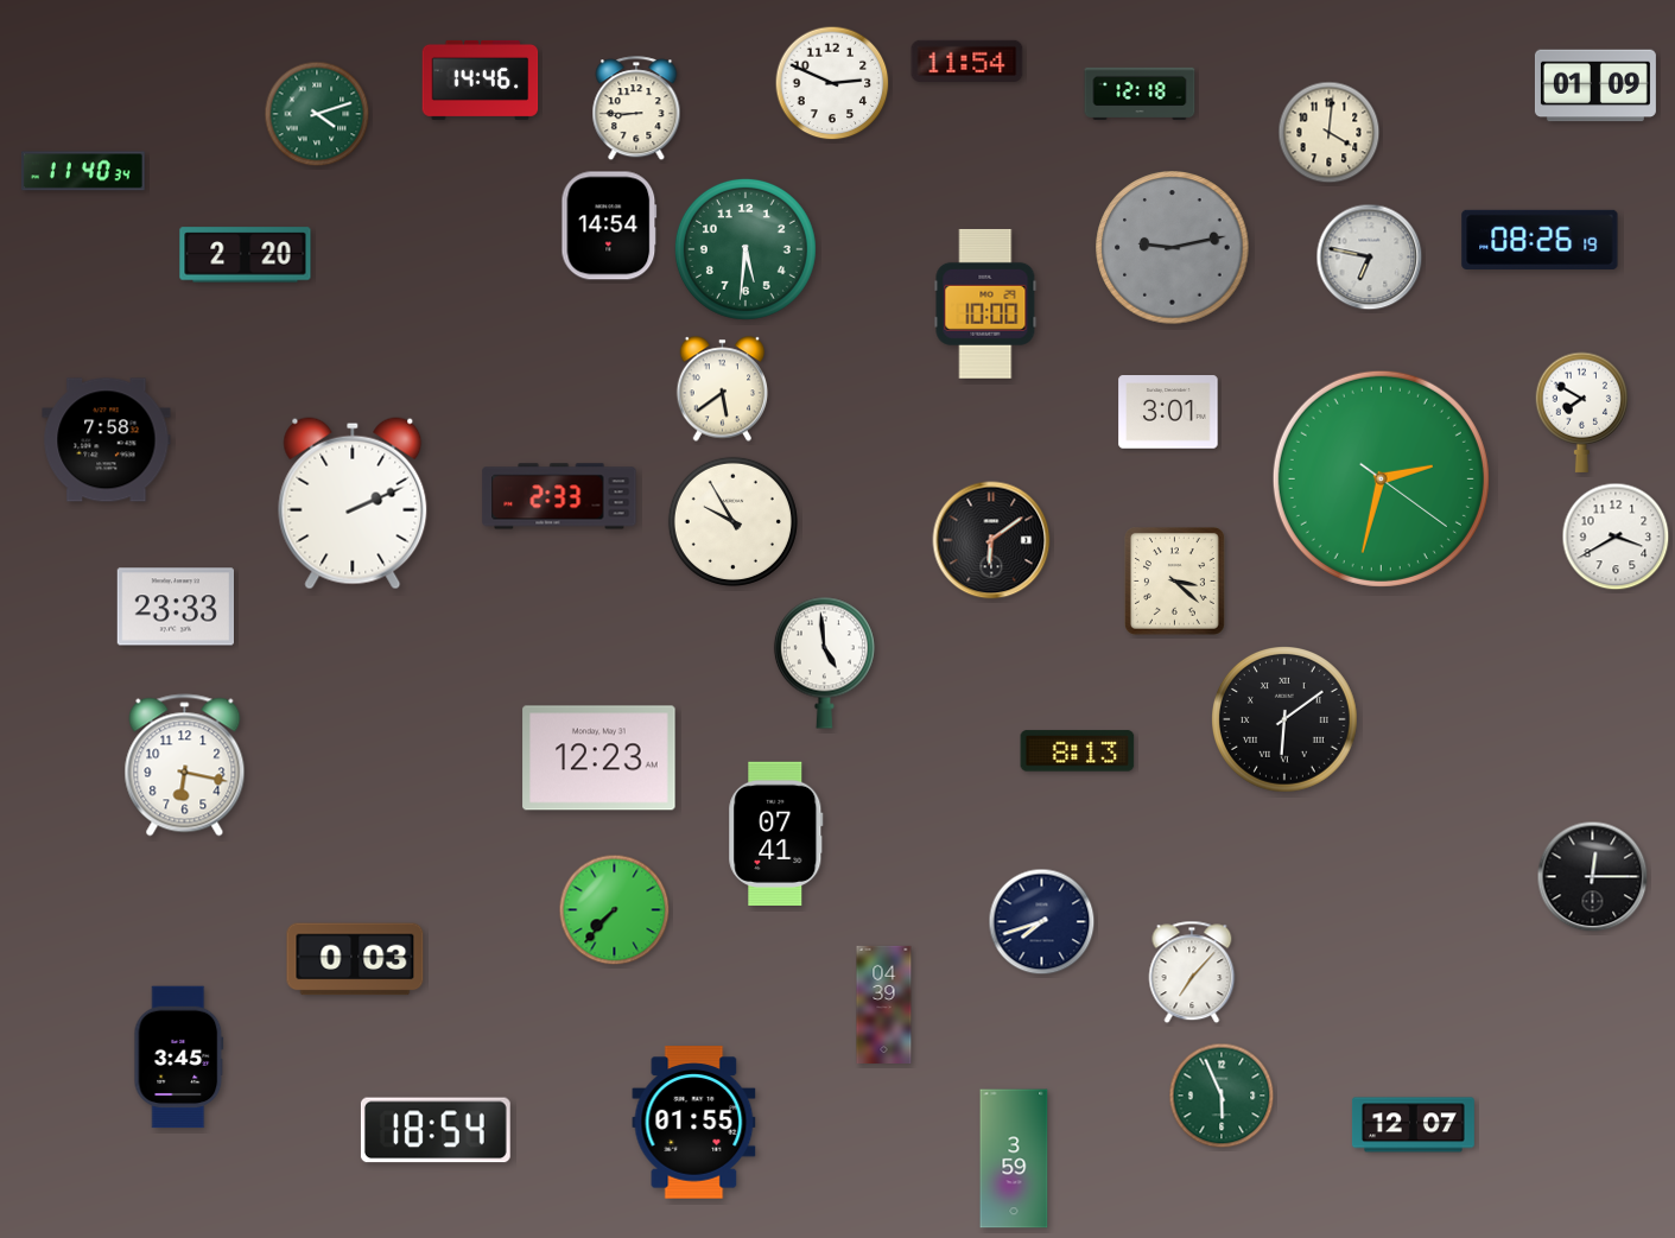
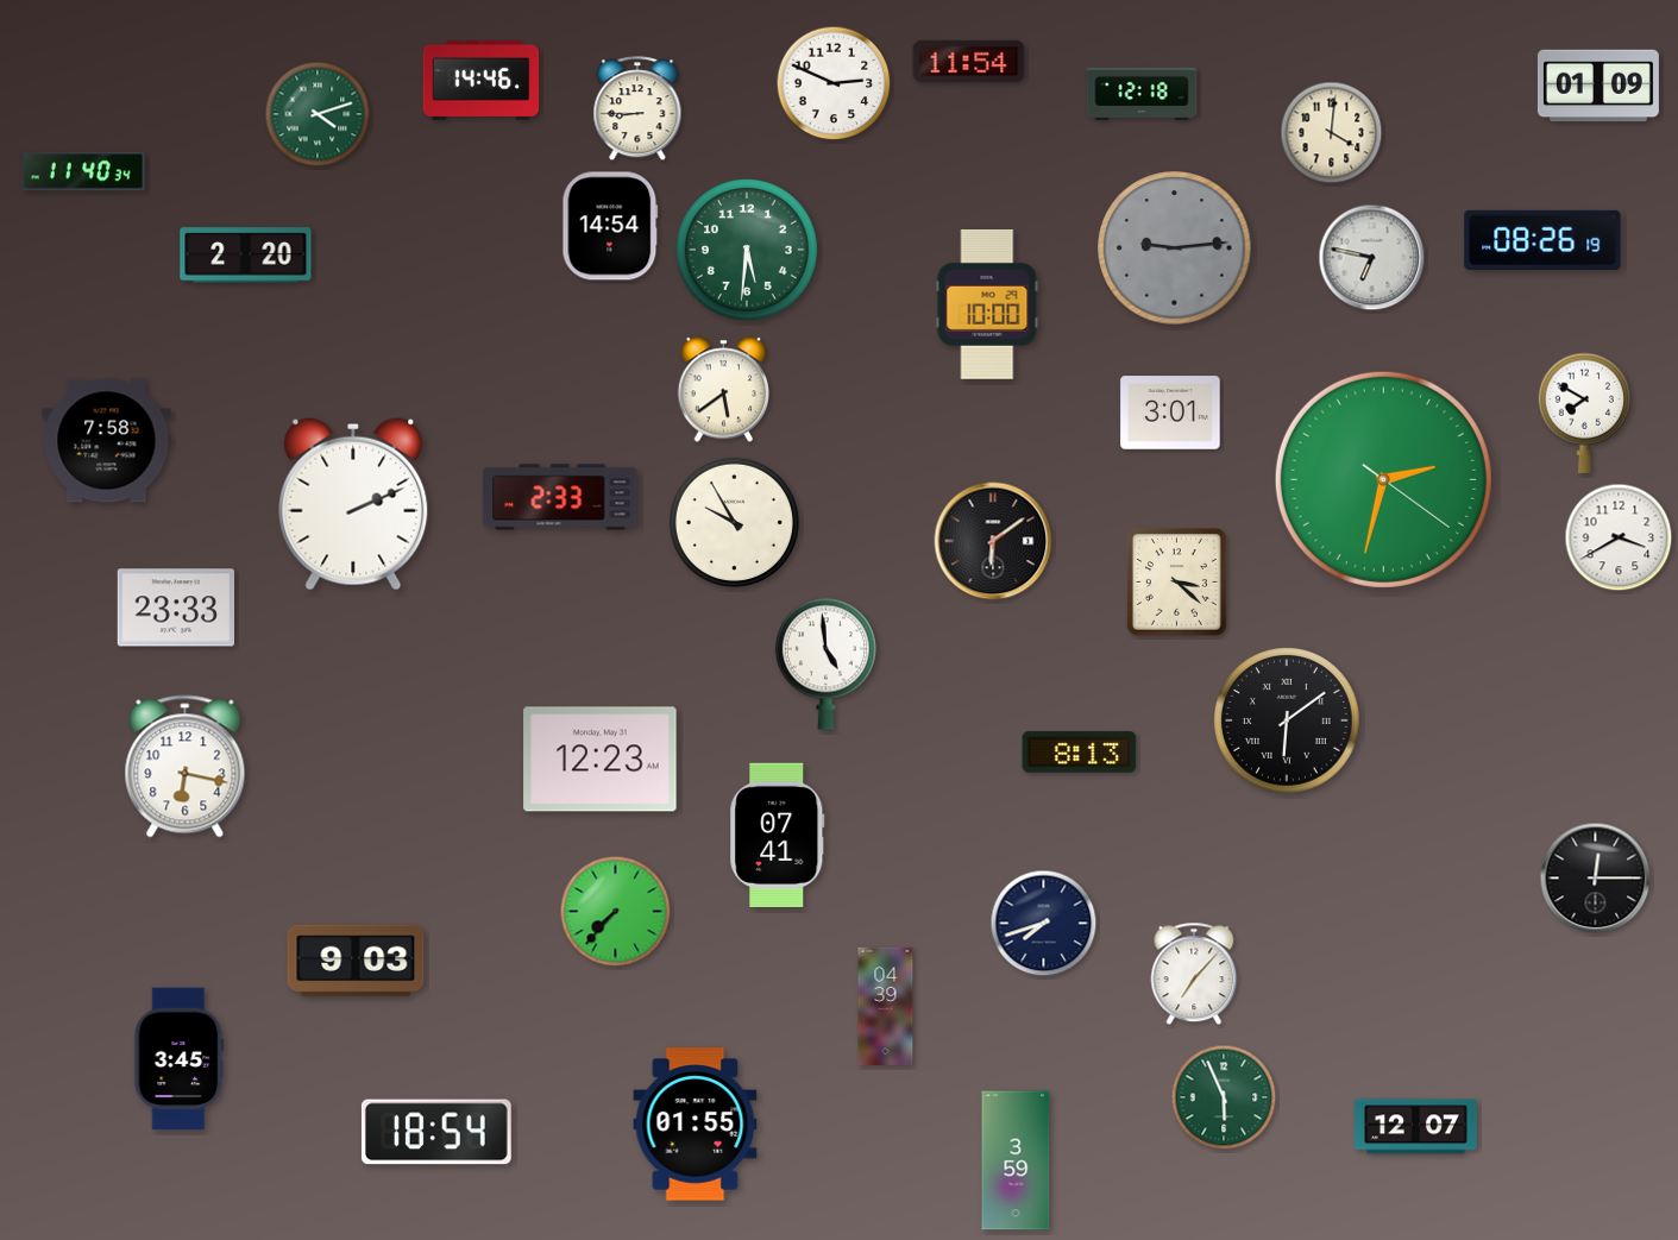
clock at (1173, 248): 9:13 -> 9:14
clock at (355, 959): 0:03 -> 9:03
